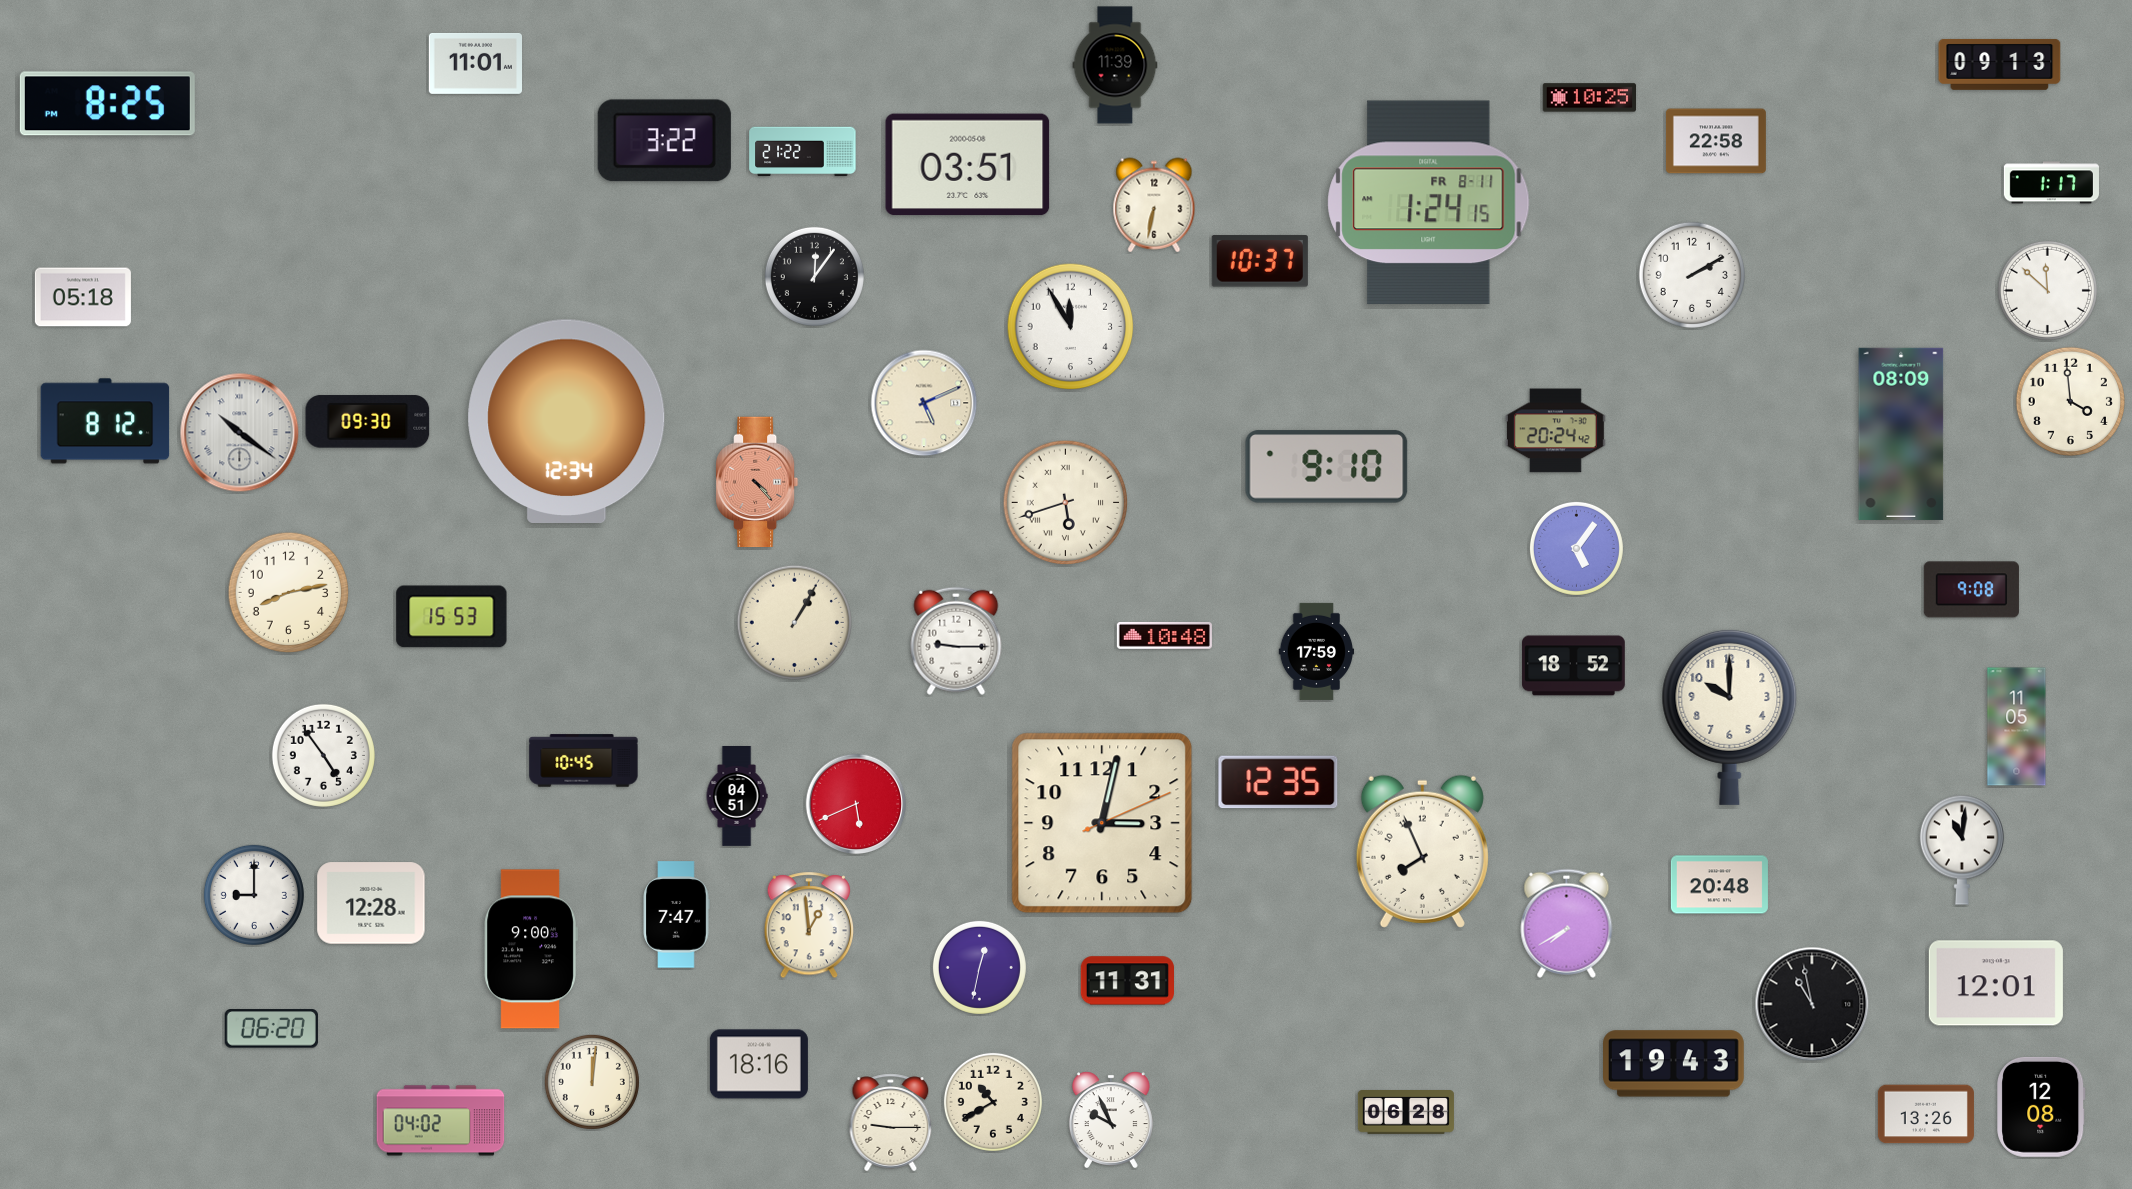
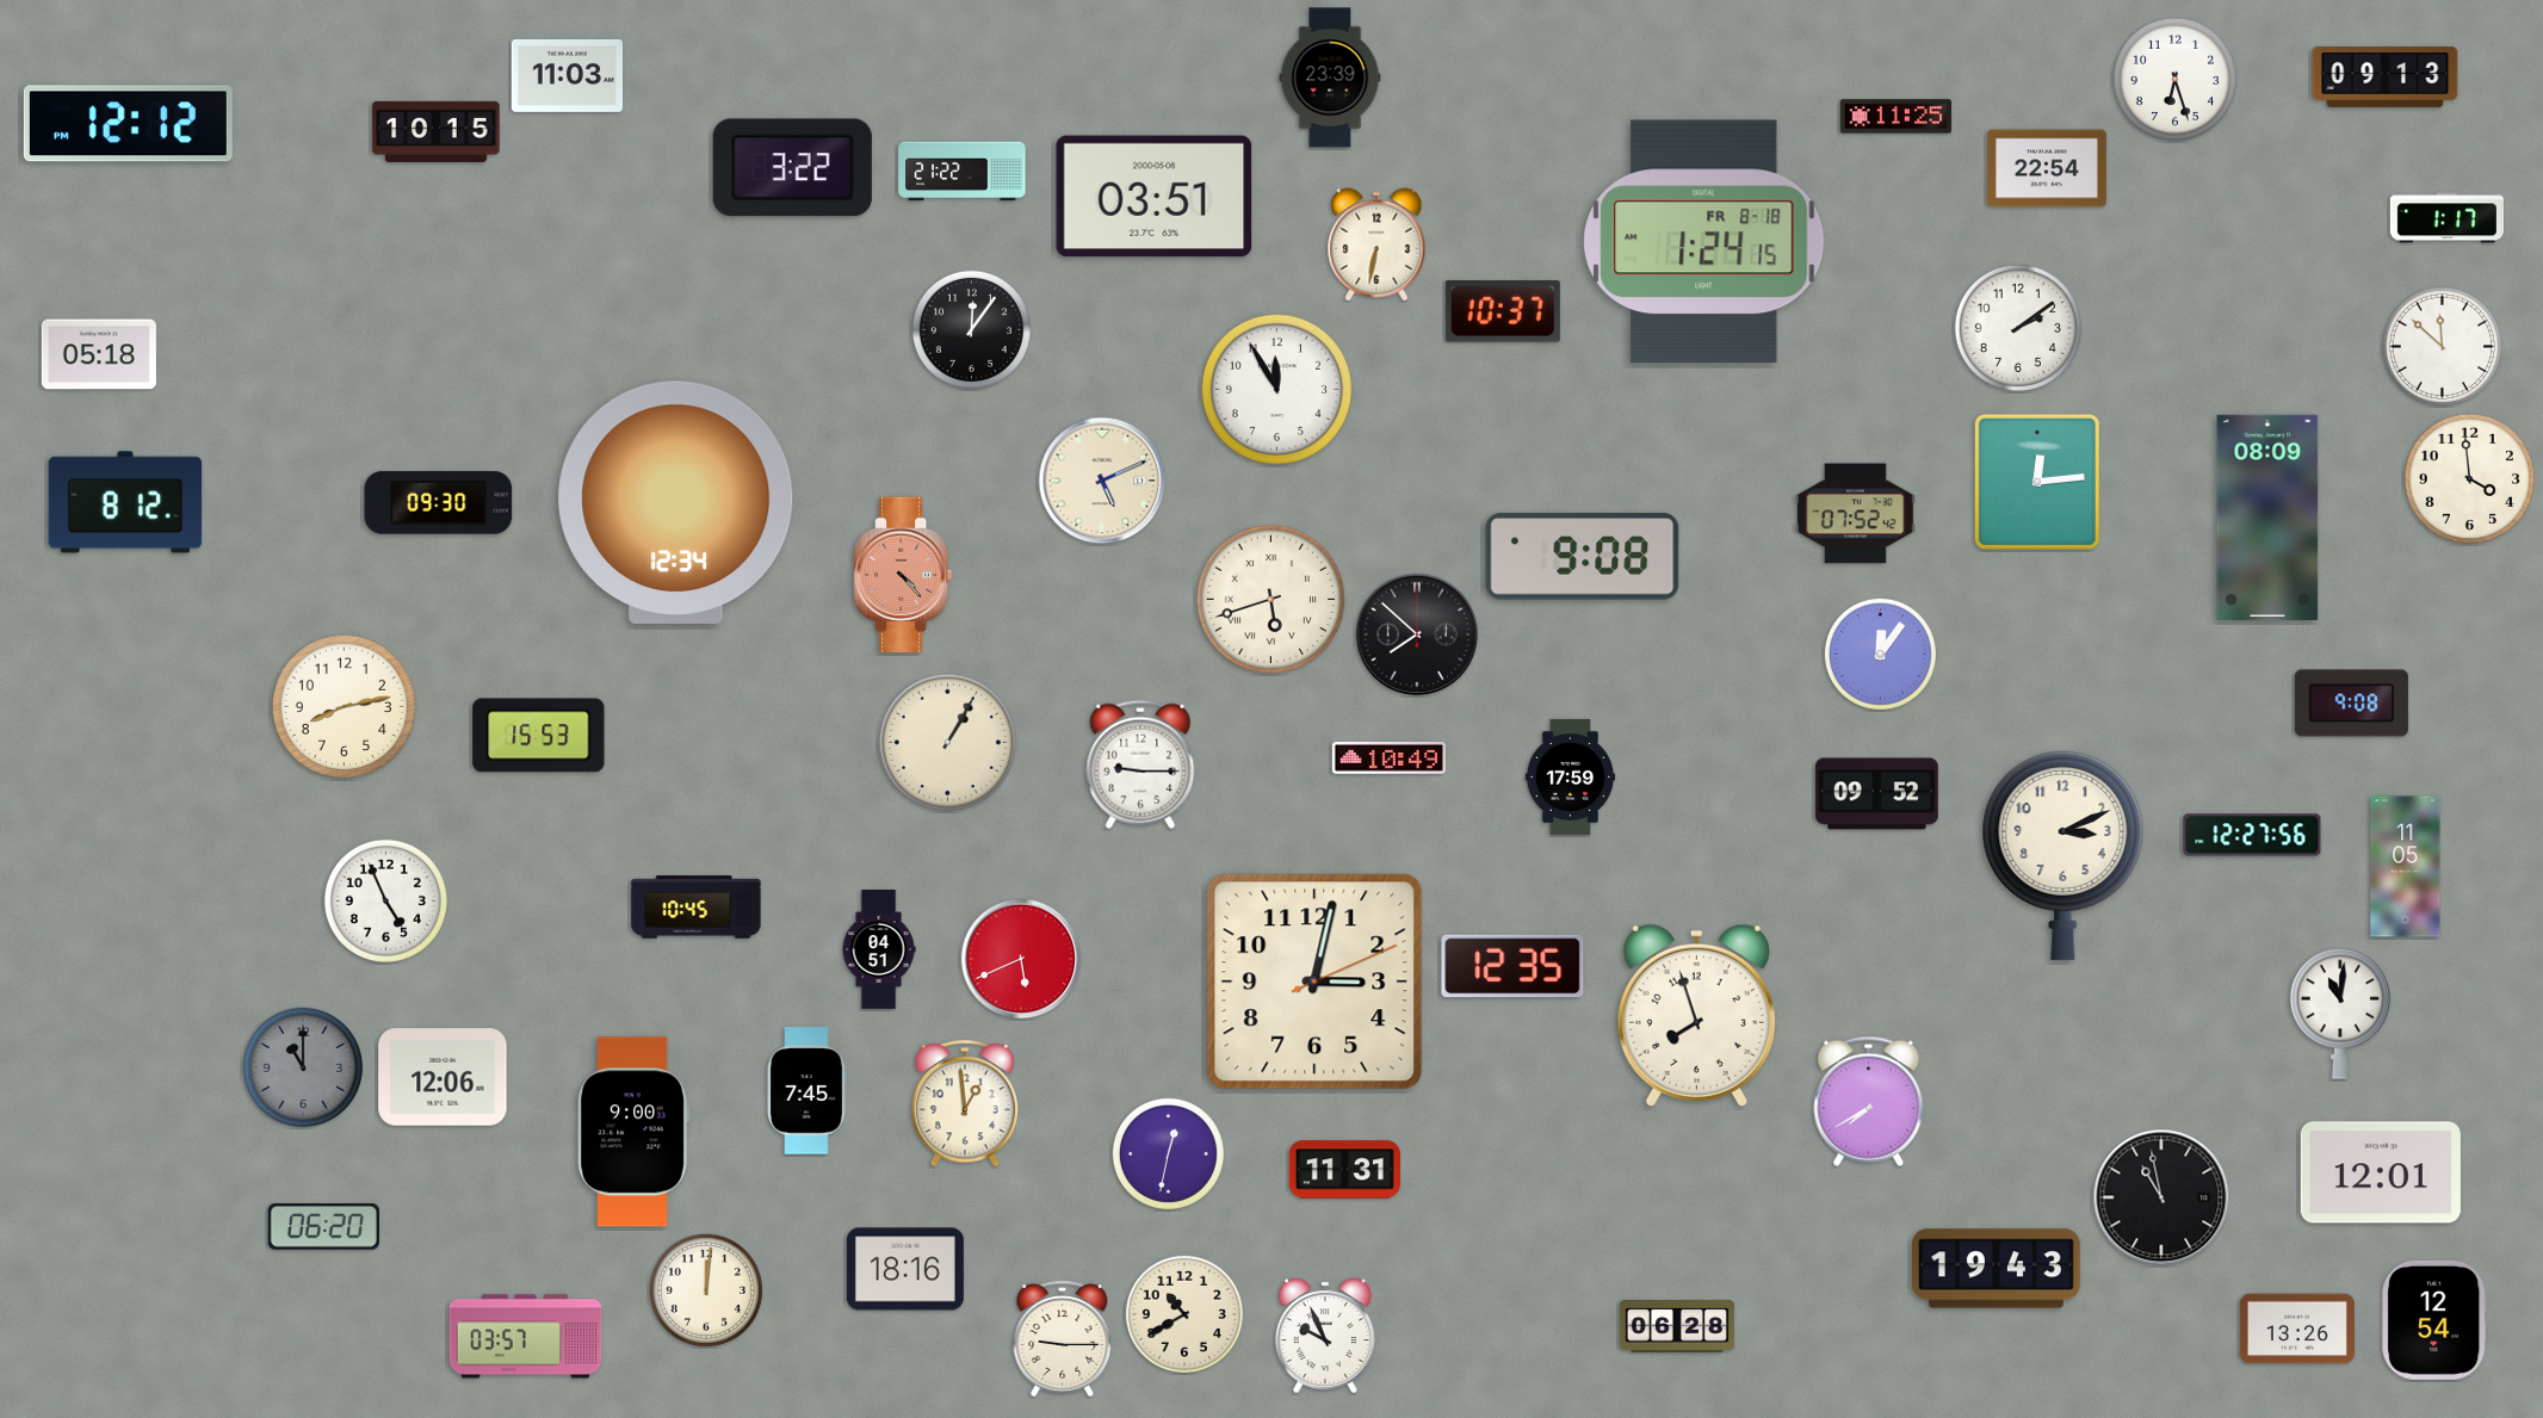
clock at (475, 63): 11:01 -> 11:03
clock at (1115, 65): 11:39 -> 23:39
clock at (2174, 79): none -> 6:27
clock at (1589, 98): 10:25 -> 11:25
clock at (107, 104): 8:25 -> 12:12
clock at (437, 131): none -> 10:15
clock at (1716, 141): 22:58 -> 22:54
clock at (803, 152) position: (803, 152) -> (963, 172)
clock at (1429, 203) date: FR 8-11 -> FR 8-18
clock at (1692, 275): 2:10 -> 2:09
clock at (2037, 482): none -> 12:14
clock at (1555, 431): 20:24 -> 07:52
clock at (240, 433): 10:21 -> none
clock at (1327, 467): 9:10 -> 9:08
clock at (1417, 634): none -> 7:52
clock at (1576, 548): 5:06 -> 12:06
clock at (1164, 635): 10:48 -> 10:49
clock at (1574, 666): 18:52 -> 09:52
clock at (2252, 835): none -> 12:27
clock at (1730, 717): 10:00 -> 3:11
clock at (323, 755): 4:54 -> 4:56
clock at (1278, 782) position: (1278, 782) -> (1512, 966)
clock at (1422, 851): 7:56 -> 7:57
clock at (1719, 885): 20:48 -> none
clock at (254, 895): 9:00 -> 11:00
clock at (254, 895) dial: white -> grey
clock at (371, 903): 12:28 -> 12:06
clock at (676, 915): 7:47 -> 7:45
clock at (2041, 1107): 12:08 -> 12:54
clock at (441, 1121): 04:02 -> 03:57
